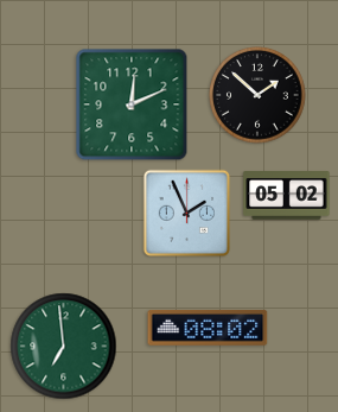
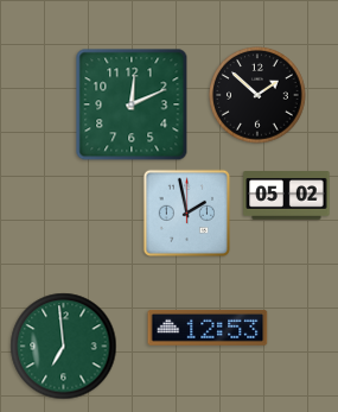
clock at (187, 214): 1:56 -> 1:58
clock at (208, 328): 08:02 -> 12:53
